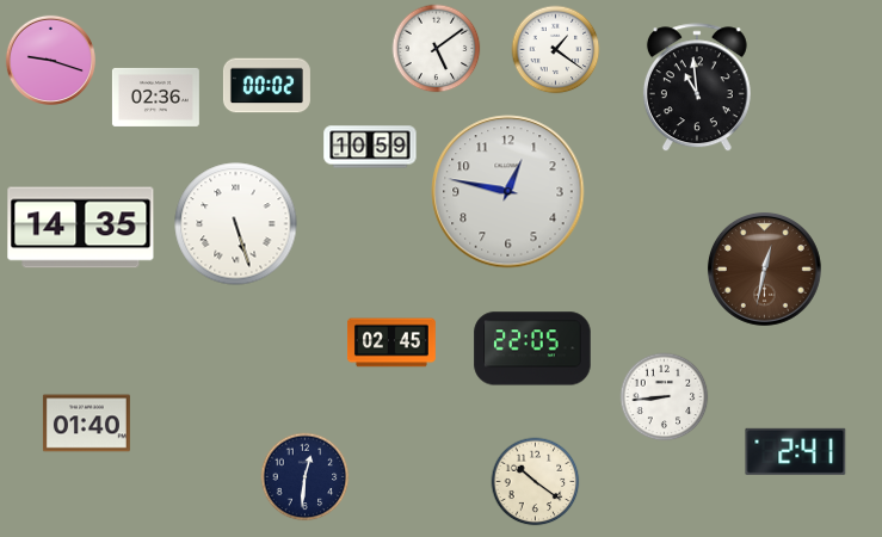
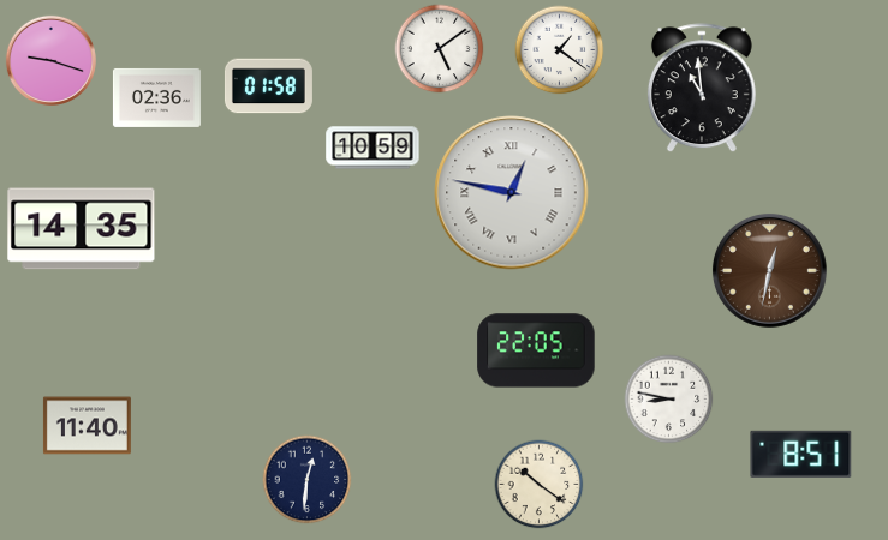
clock at (266, 86): 00:02 -> 01:58
clock at (508, 192) numerals: Arabic -> Roman
clock at (236, 224): 5:27 -> none
clock at (391, 342): 02:45 -> none
clock at (665, 397): 8:44 -> 8:47
clock at (86, 424): 01:40 -> 11:40
clock at (796, 451): 2:41 -> 8:51
